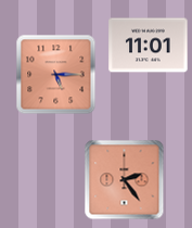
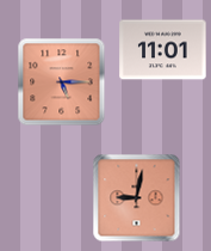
clock at (125, 180): 2:24 -> 9:02
